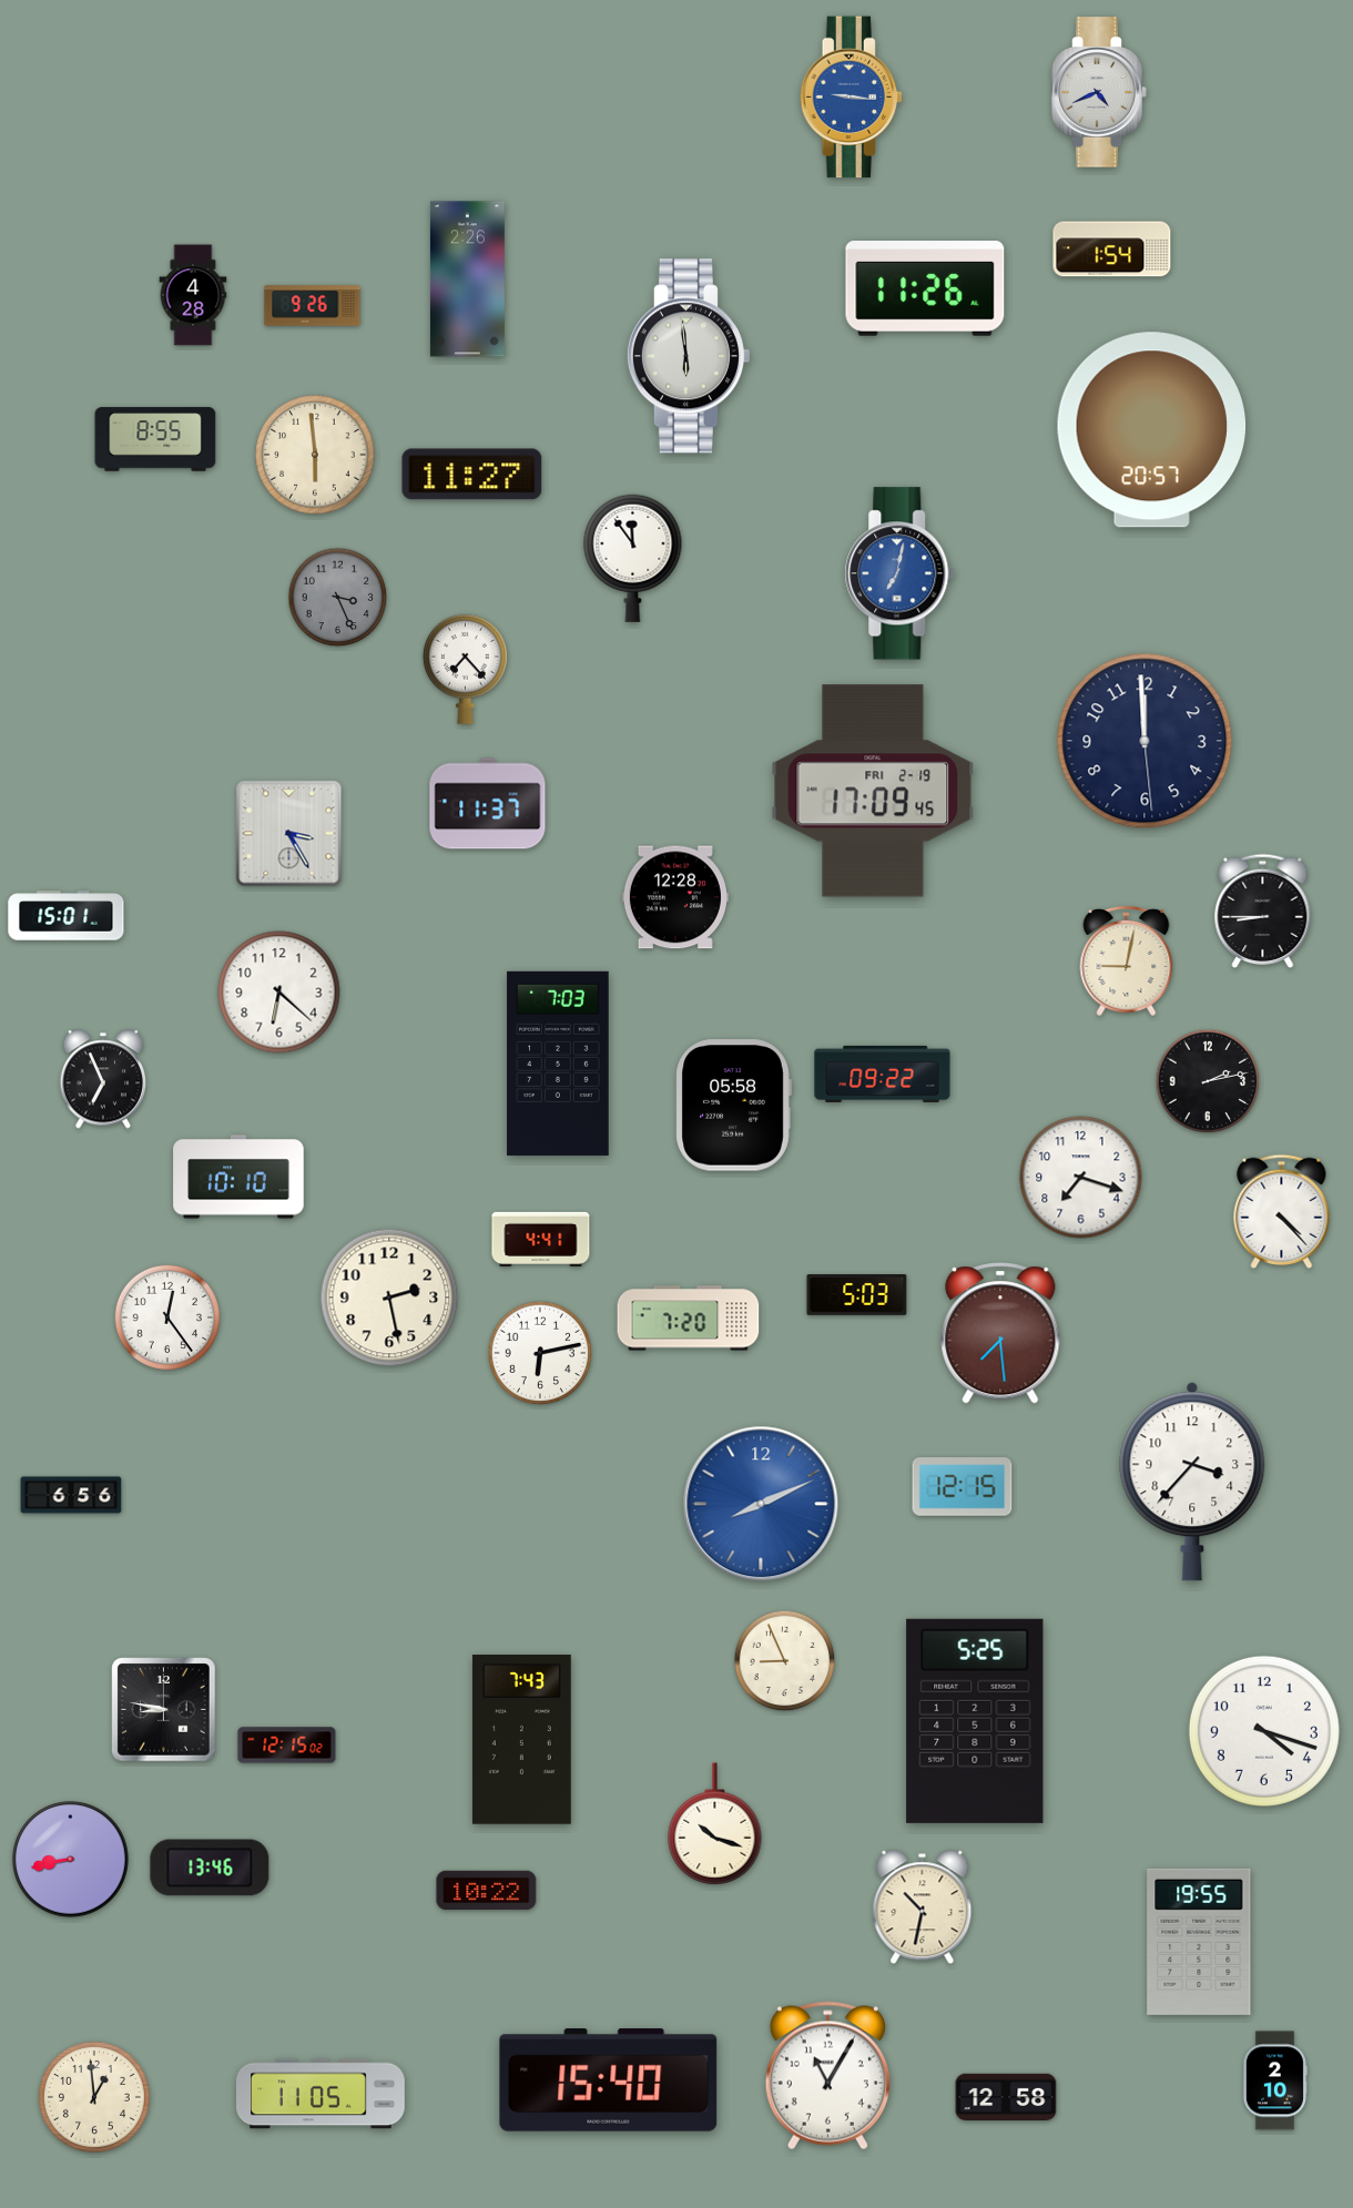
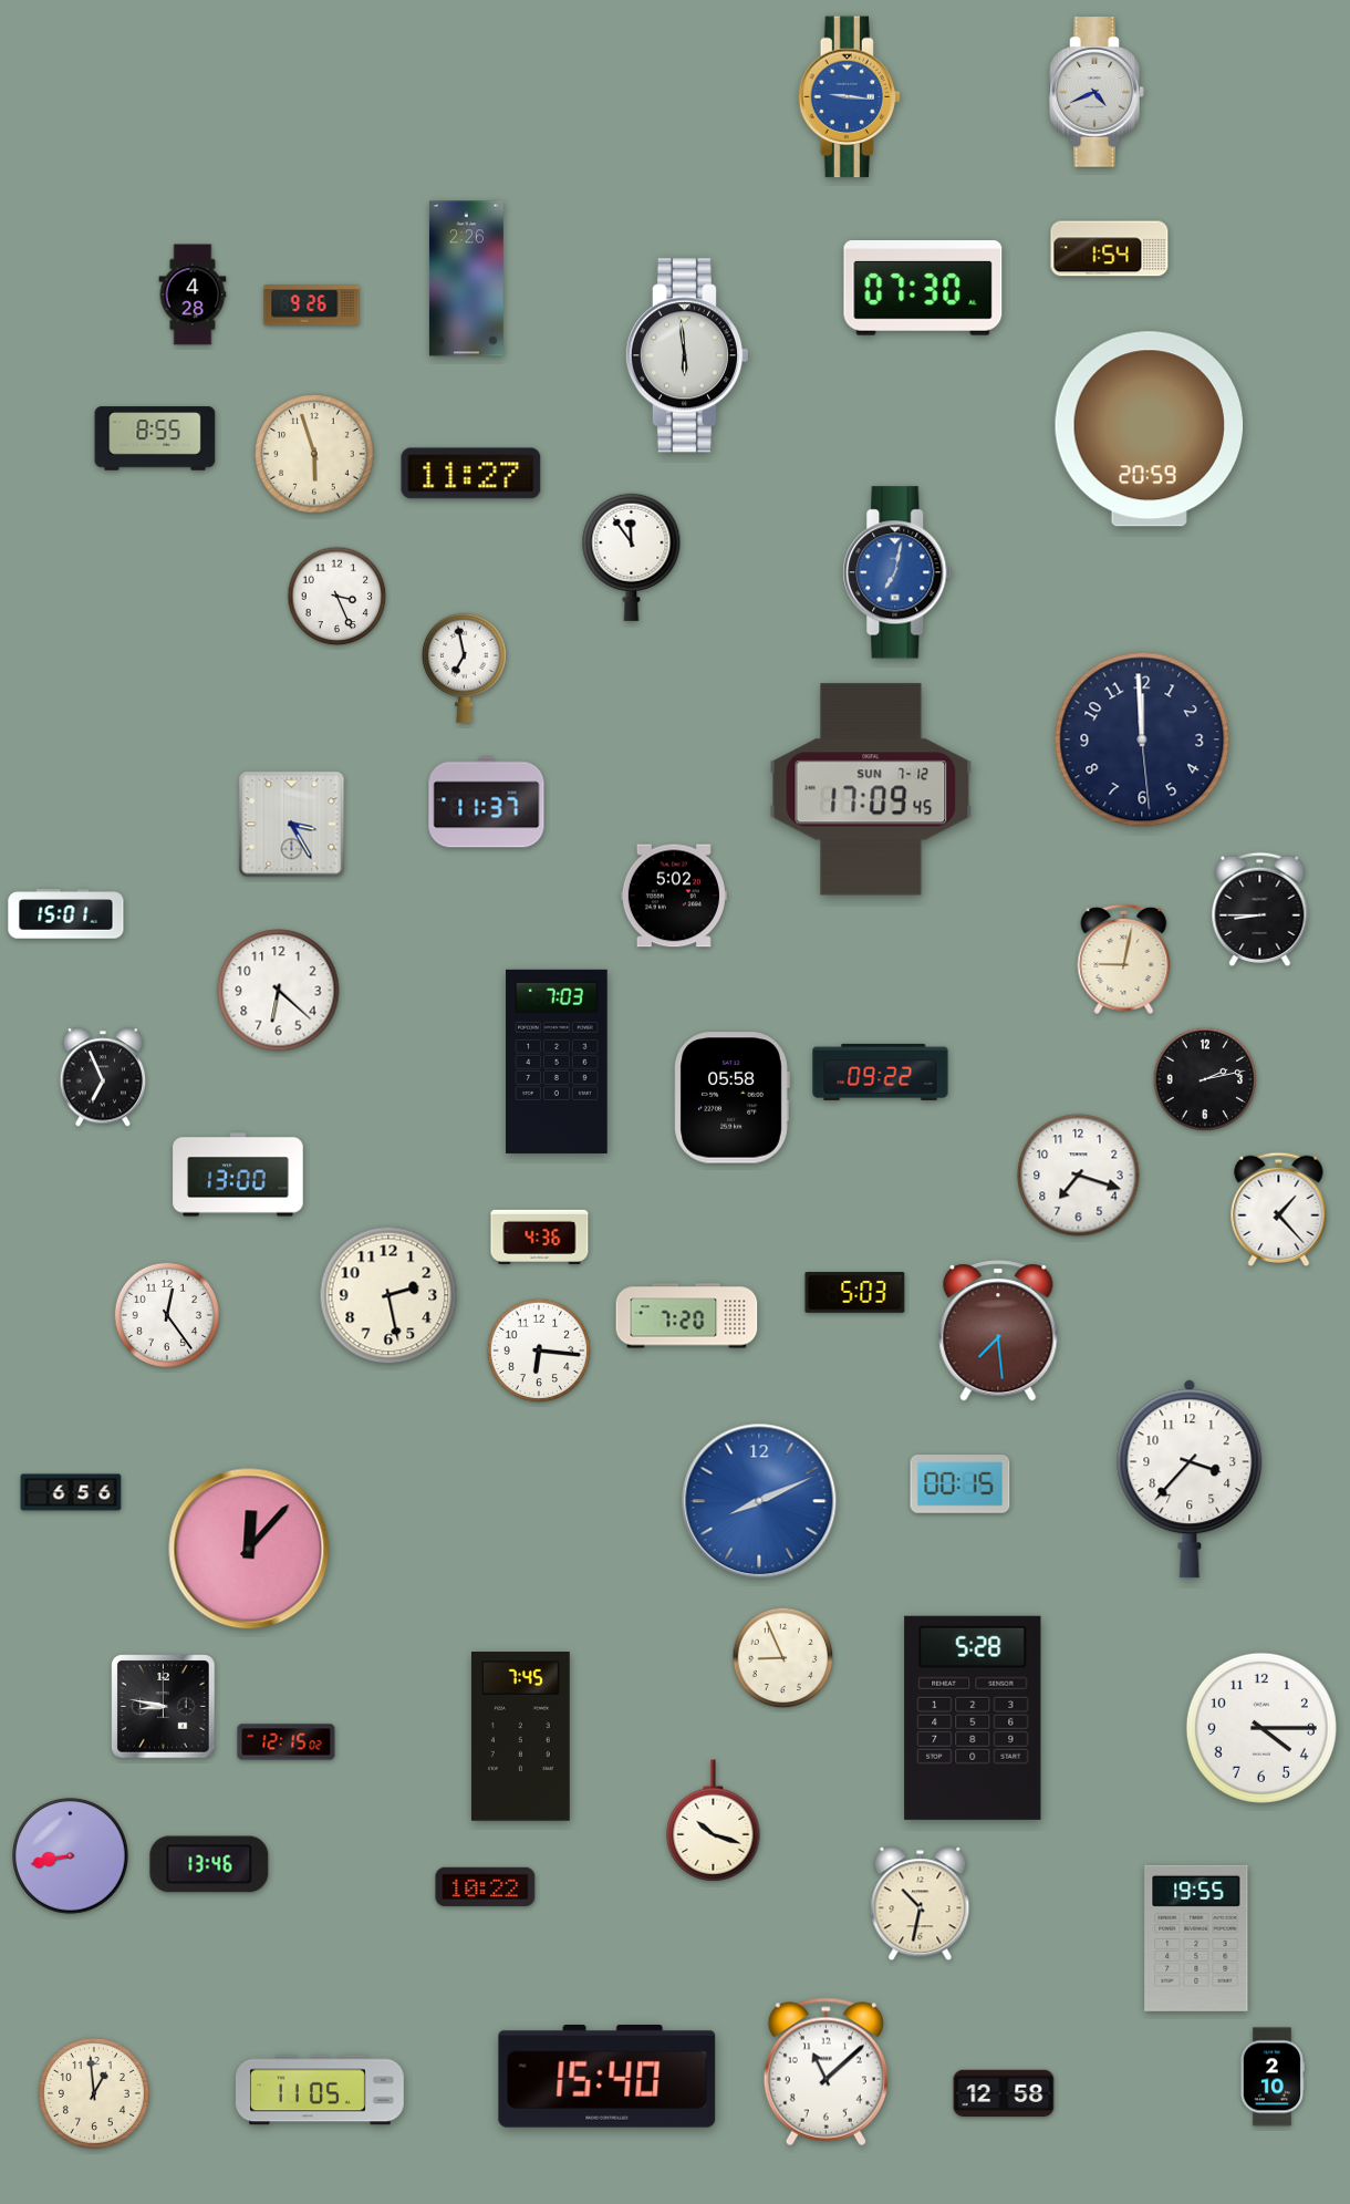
clock at (925, 289): 11:26 -> 07:30
clock at (1152, 430): 20:57 -> 20:59
clock at (315, 455): 5:59 -> 5:57
clock at (338, 598) dial: grey -> white
clock at (465, 669): 7:23 -> 6:58
clock at (873, 791) date: FRI 2-19 -> SUN 7-12
clock at (289, 834) position: (289, 834) -> (292, 825)
clock at (675, 897): 12:28 -> 5:02
clock at (733, 1106) position: (733, 1106) -> (731, 1098)
clock at (238, 1177): 10:10 -> 13:00
clock at (1282, 1211): 4:23 -> 1:23
clock at (541, 1239): 4:41 -> 4:36
clock at (540, 1353): 6:13 -> 6:16
clock at (963, 1487): 12:15 -> 00:15
clock at (249, 1549): none -> 12:07
clock at (975, 1721): 5:25 -> 5:28
clock at (1264, 1731): 4:18 -> 4:15
clock at (521, 1740): 7:43 -> 7:45
clock at (827, 2076): 11:05 -> 11:08
